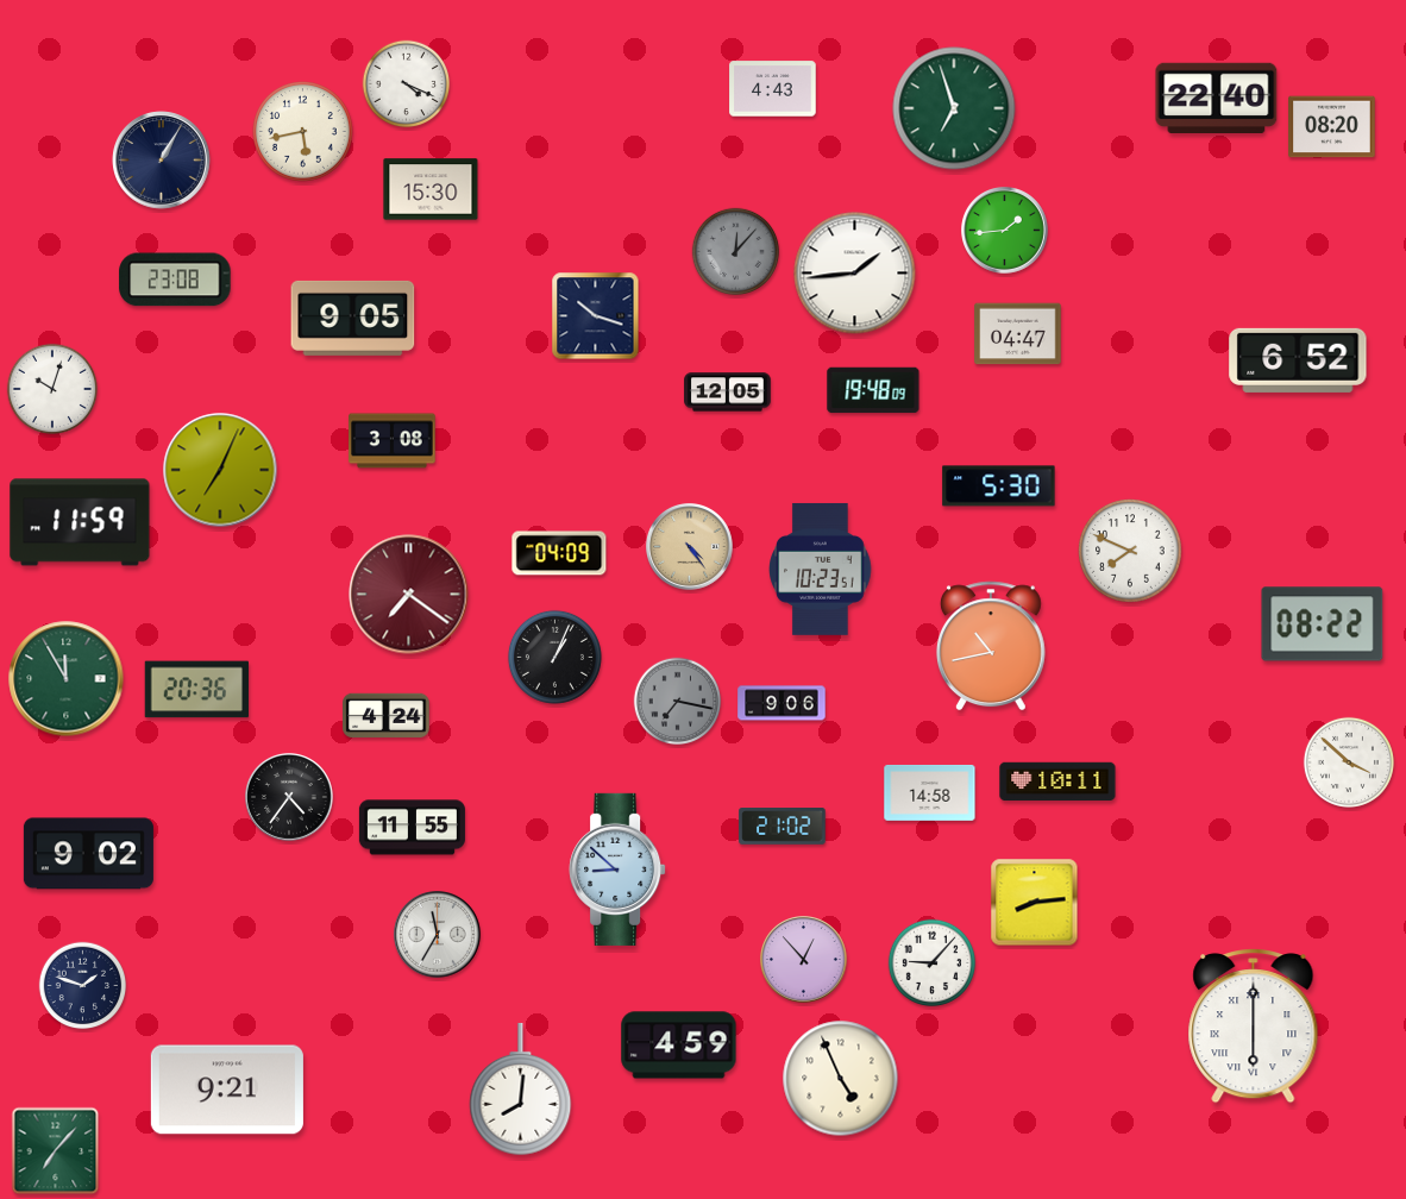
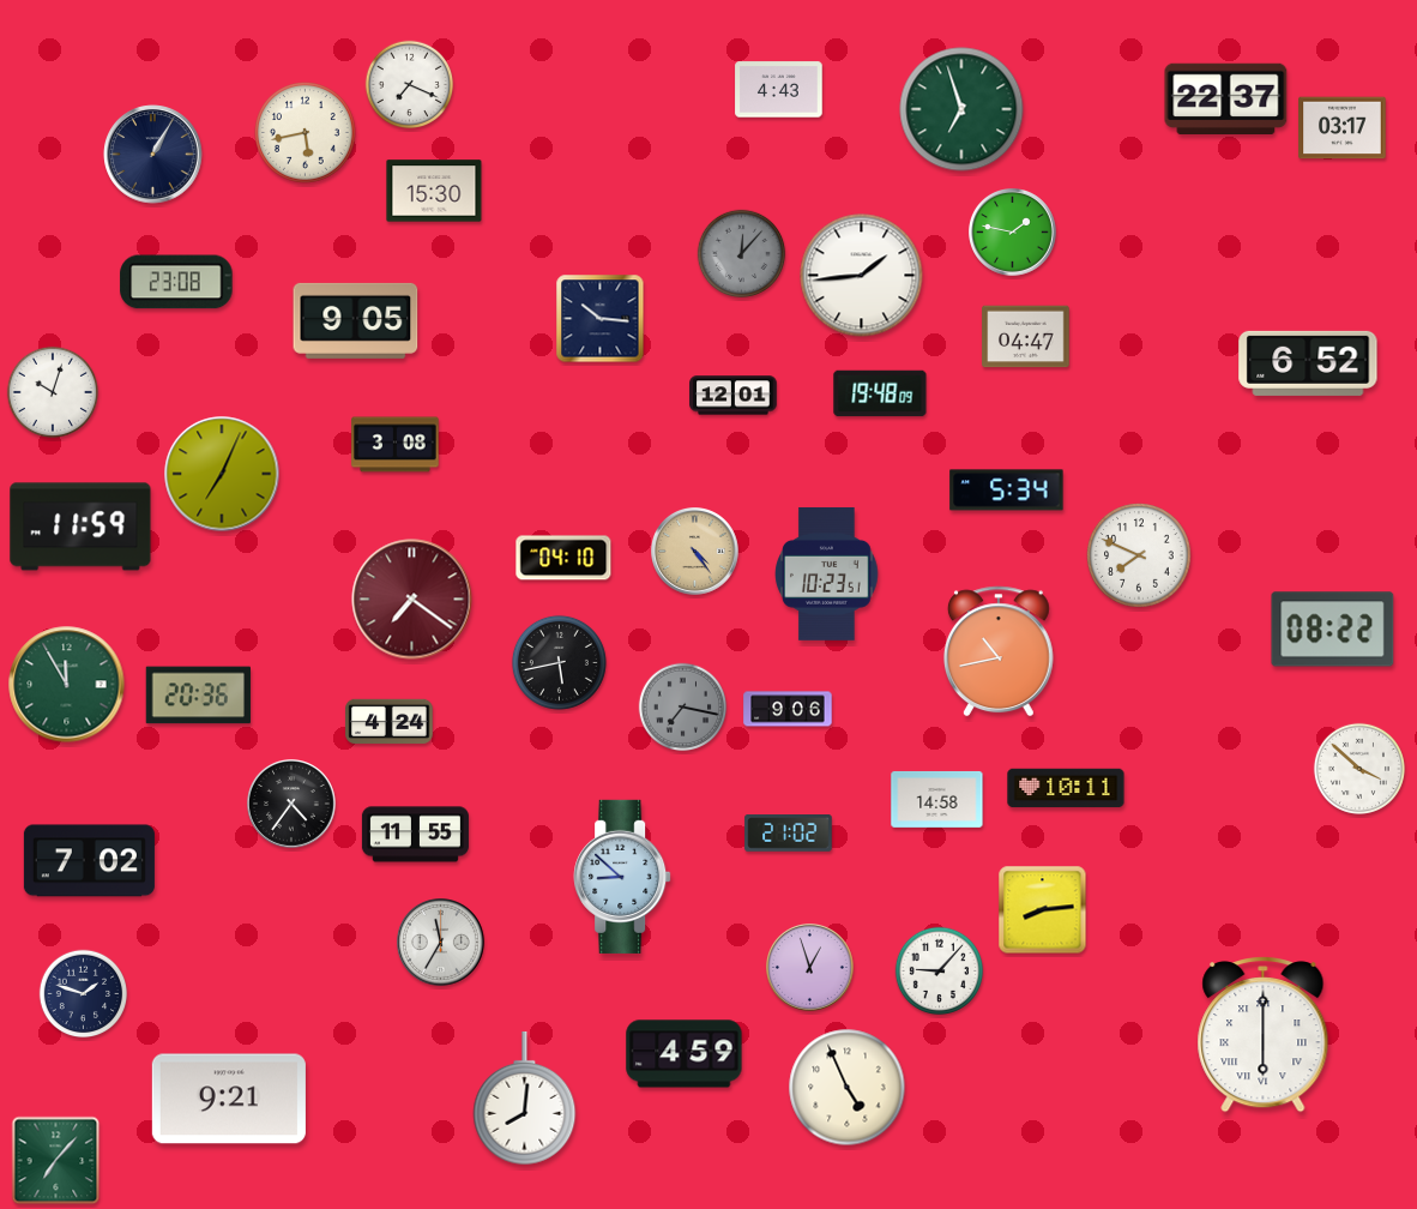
clock at (407, 84): 4:19 -> 7:19
clock at (1217, 98): 22:40 -> 22:37
clock at (1332, 127): 08:20 -> 03:17
clock at (162, 161) position: (162, 161) -> (153, 155)
clock at (1005, 231): 1:44 -> 1:47
clock at (596, 316): 10:18 -> 10:16
clock at (728, 393): 12:05 -> 12:01
clock at (999, 486): 5:30 -> 5:34
clock at (559, 553): 04:09 -> 04:10
clock at (554, 657): 1:04 -> 5:43
clock at (88, 854): 9:02 -> 7:02
clock at (804, 960): 12:53 -> 12:57
